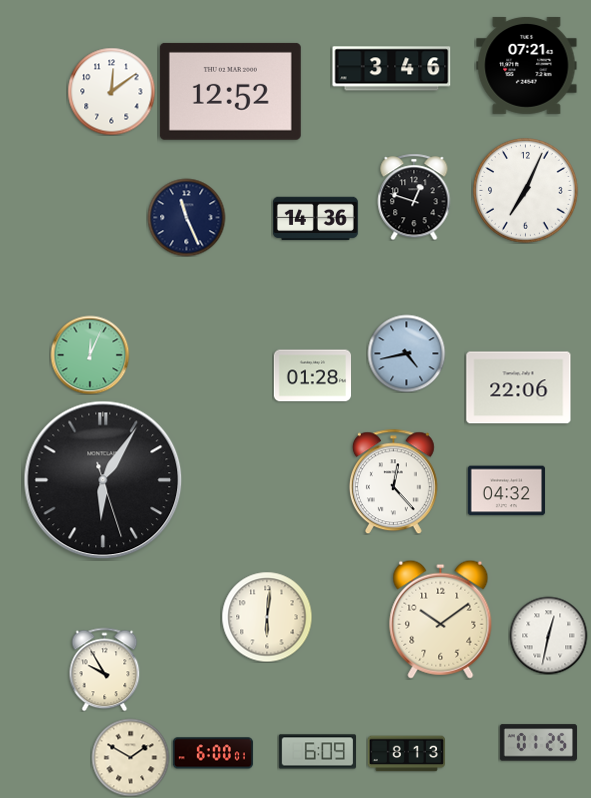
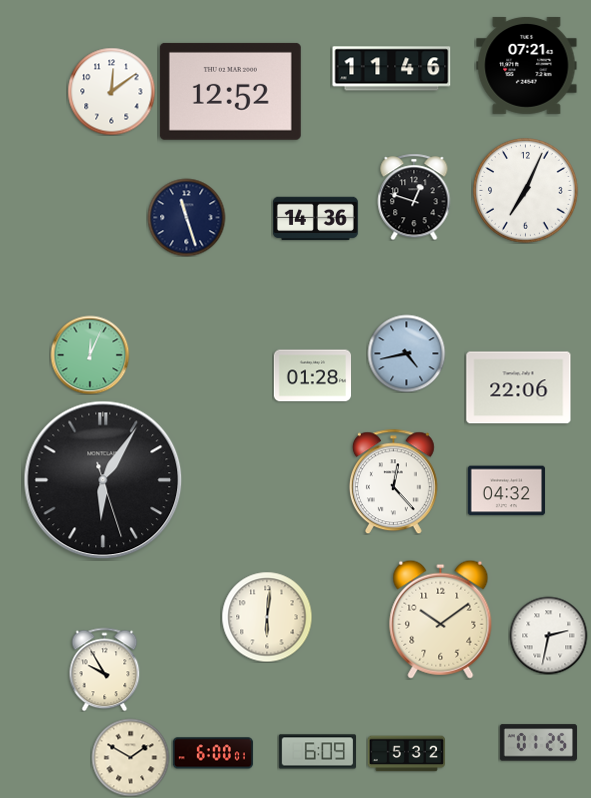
clock at (392, 69): 3:46 -> 11:46
clock at (186, 217): 11:26 -> 11:27
clock at (548, 635): 12:32 -> 2:32
clock at (406, 754): 8:13 -> 5:32
